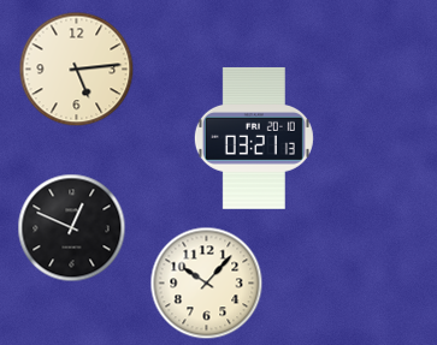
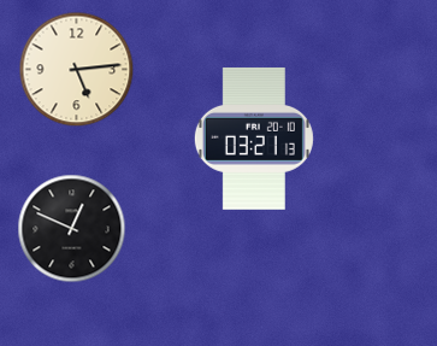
clock at (207, 284): 10:07 -> none
